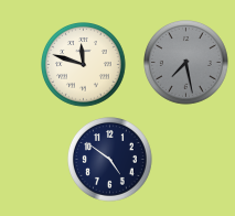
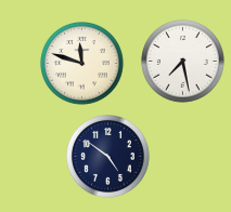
clock at (186, 63) dial: grey -> white
